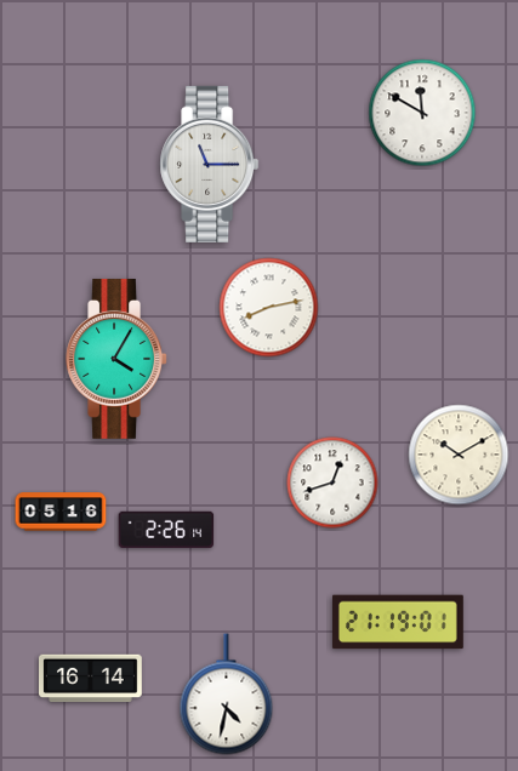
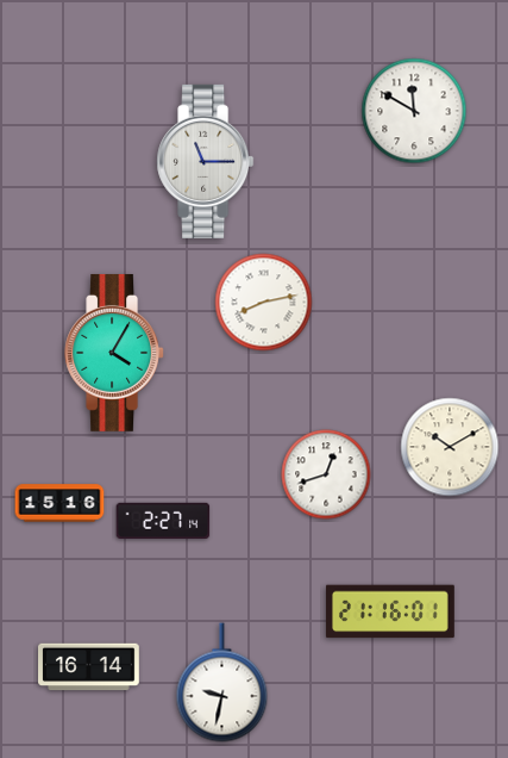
clock at (61, 512): 05:16 -> 15:16
clock at (166, 529): 2:26 -> 2:27
clock at (398, 622): 21:19 -> 21:16
clock at (227, 695): 4:32 -> 9:32
